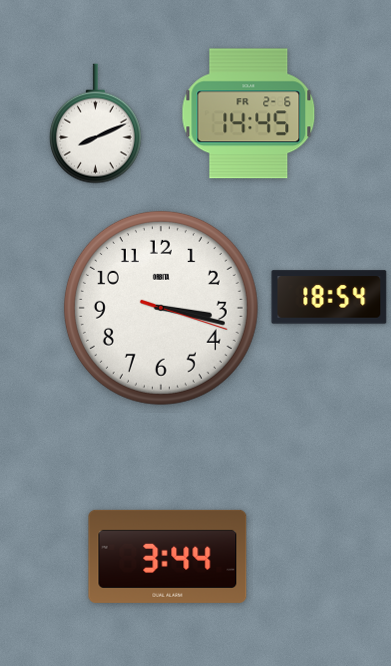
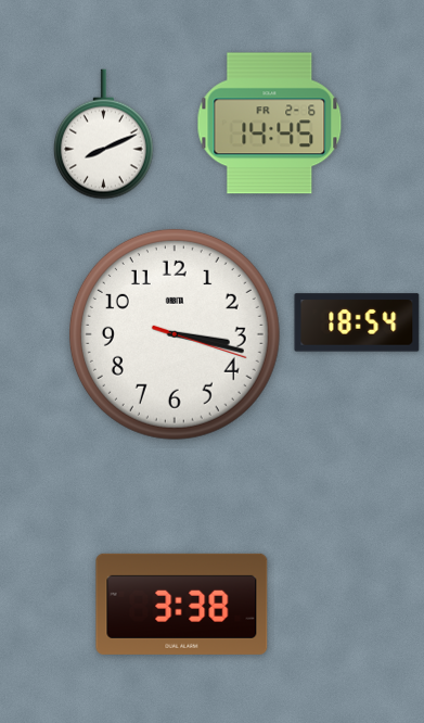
clock at (168, 556): 3:44 -> 3:38
